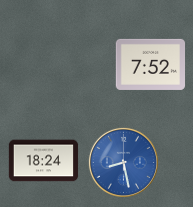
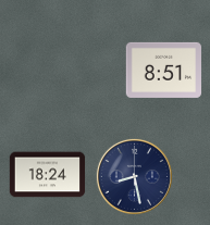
clock at (151, 64): 7:52 -> 8:51
clock at (123, 162) dial: blue -> navy
